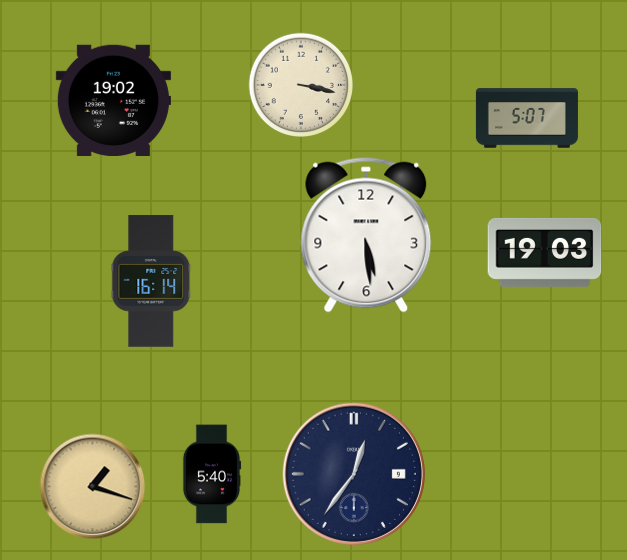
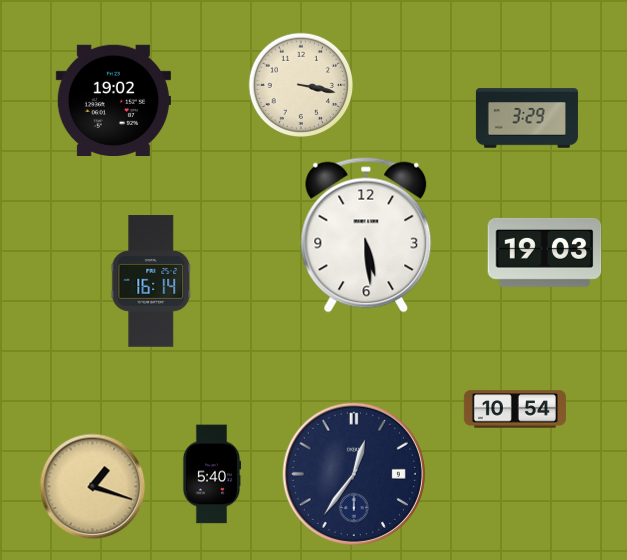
clock at (527, 118): 5:07 -> 3:29
clock at (515, 409): none -> 10:54
